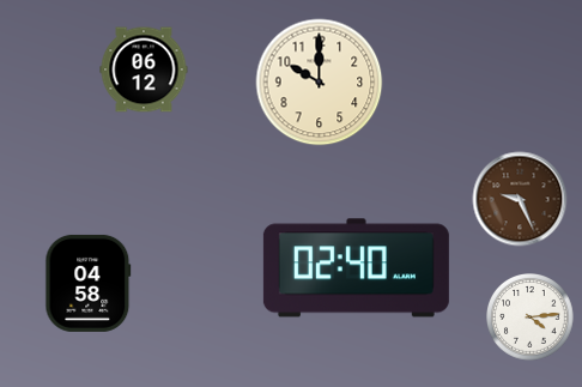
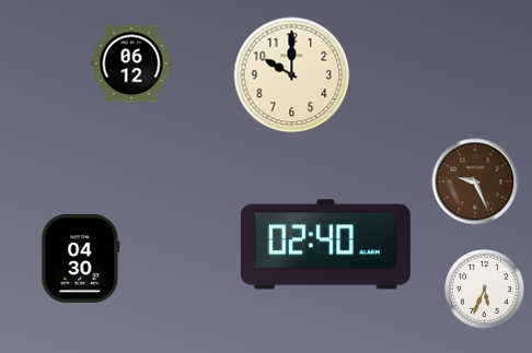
clock at (89, 283): 04:58 -> 04:30
clock at (531, 318): 4:14 -> 5:34
